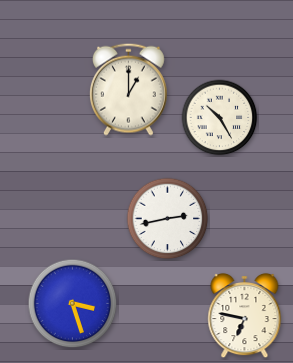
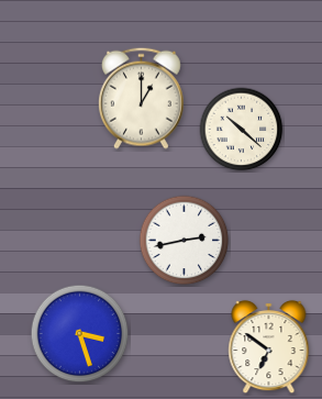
clock at (220, 118): 10:25 -> 10:22
clock at (245, 316): 6:47 -> 6:51
